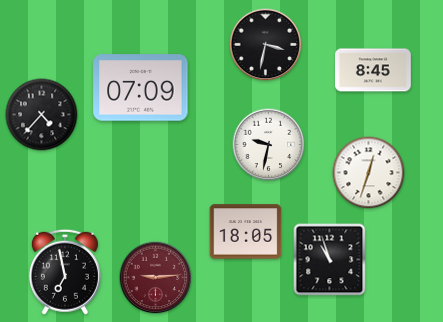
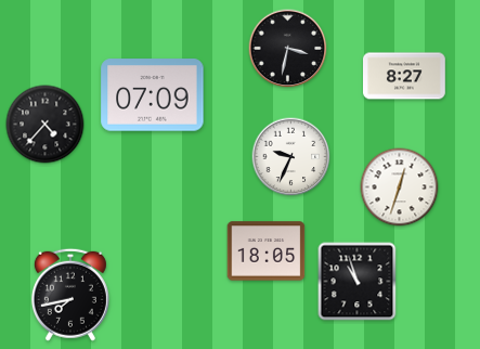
clock at (374, 70): 8:45 -> 8:27
clock at (269, 145): 9:32 -> 9:34
clock at (65, 272): 6:58 -> 7:43
clock at (156, 278): 9:14 -> none
